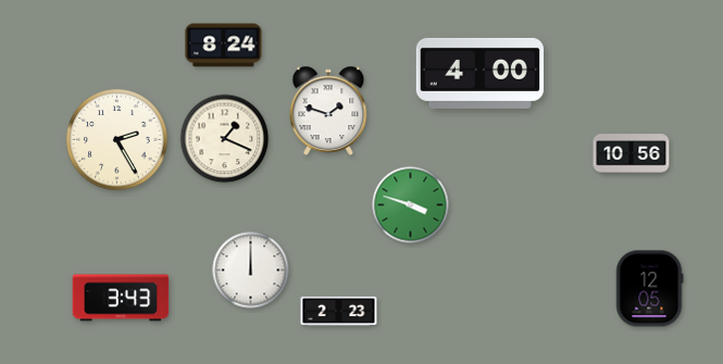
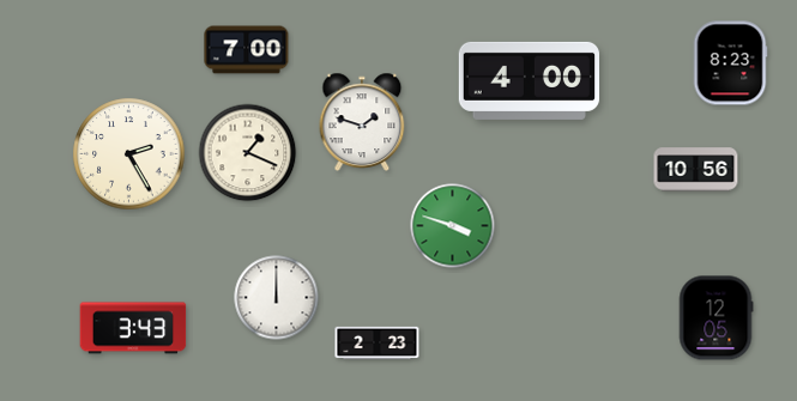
clock at (224, 46): 8:24 -> 7:00
clock at (730, 63): none -> 8:23
clock at (339, 311) position: (339, 311) -> (378, 342)
